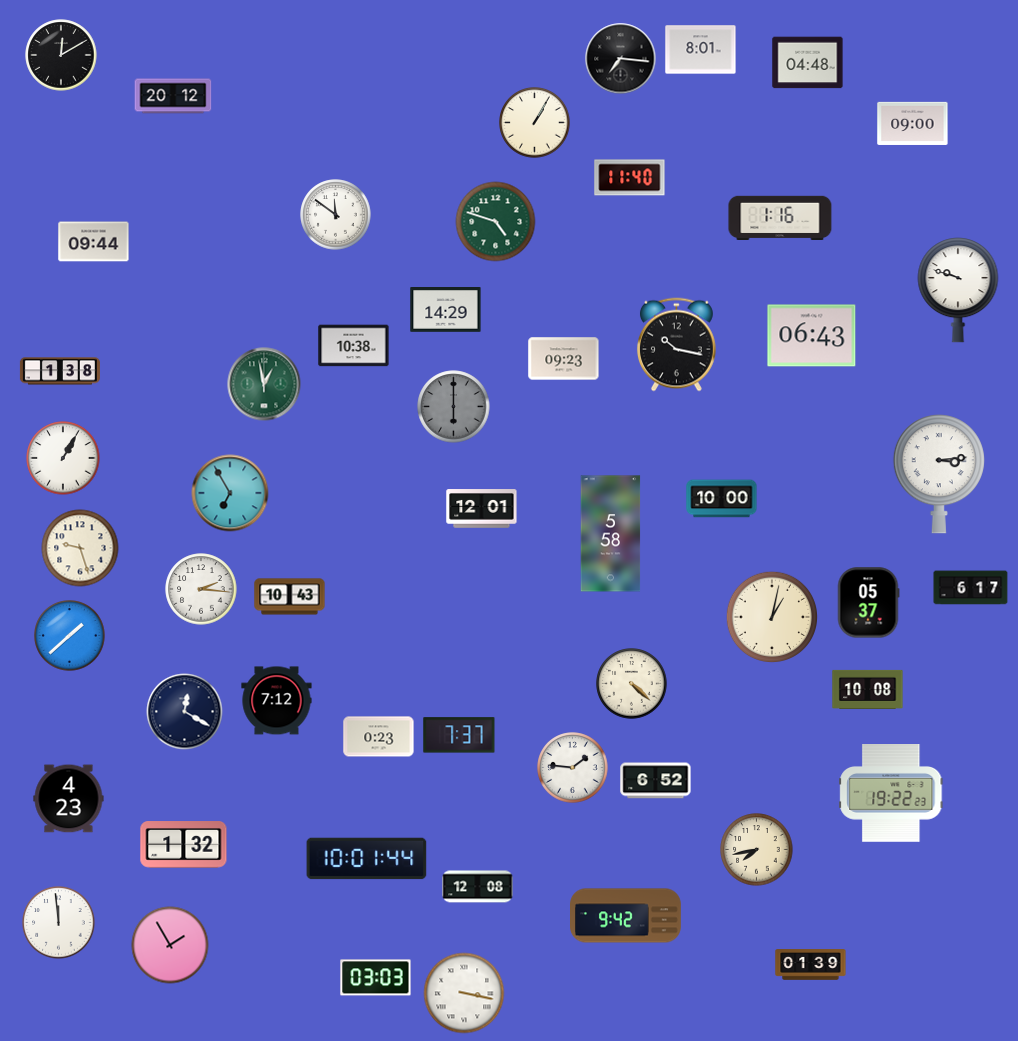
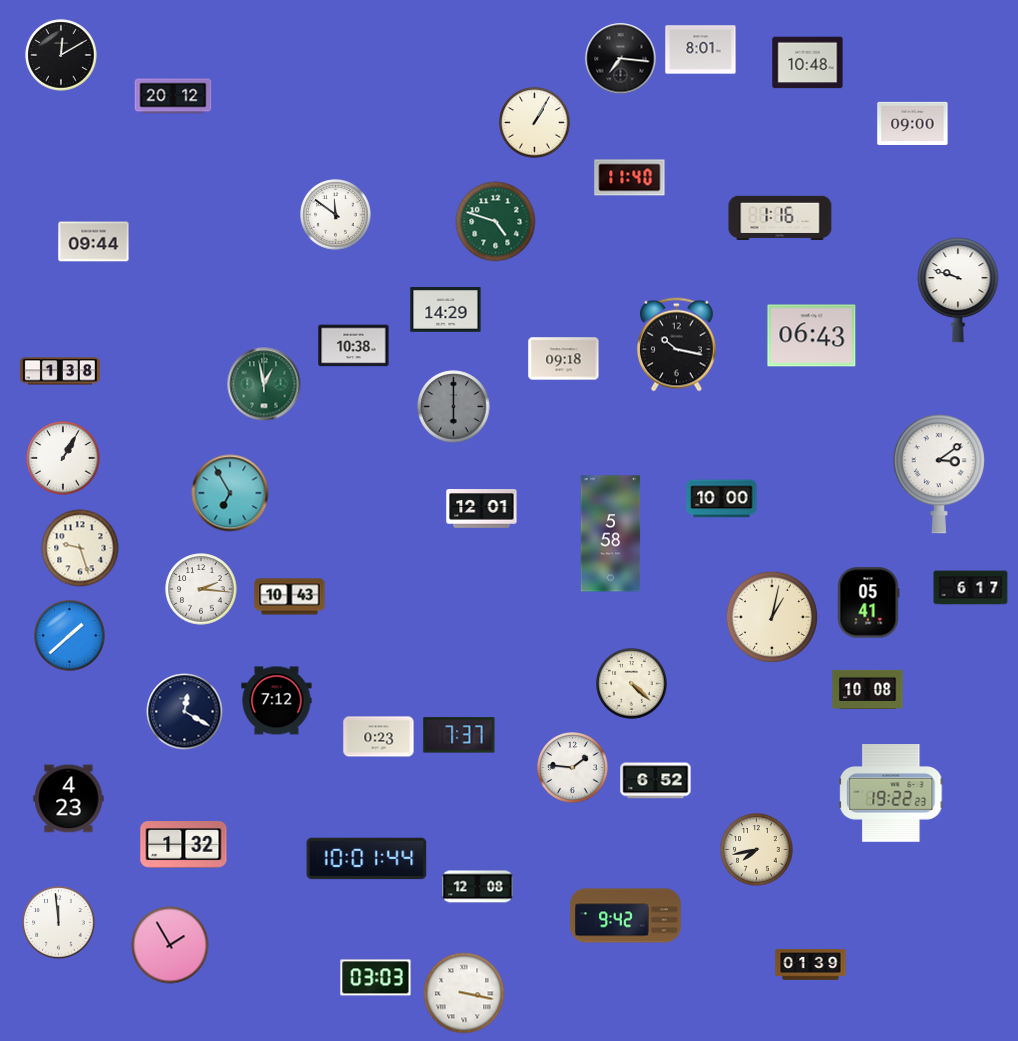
clock at (808, 63): 04:48 -> 10:48
clock at (564, 359): 09:23 -> 09:18
clock at (939, 474): 3:14 -> 3:09
clock at (868, 603): 05:37 -> 05:41
